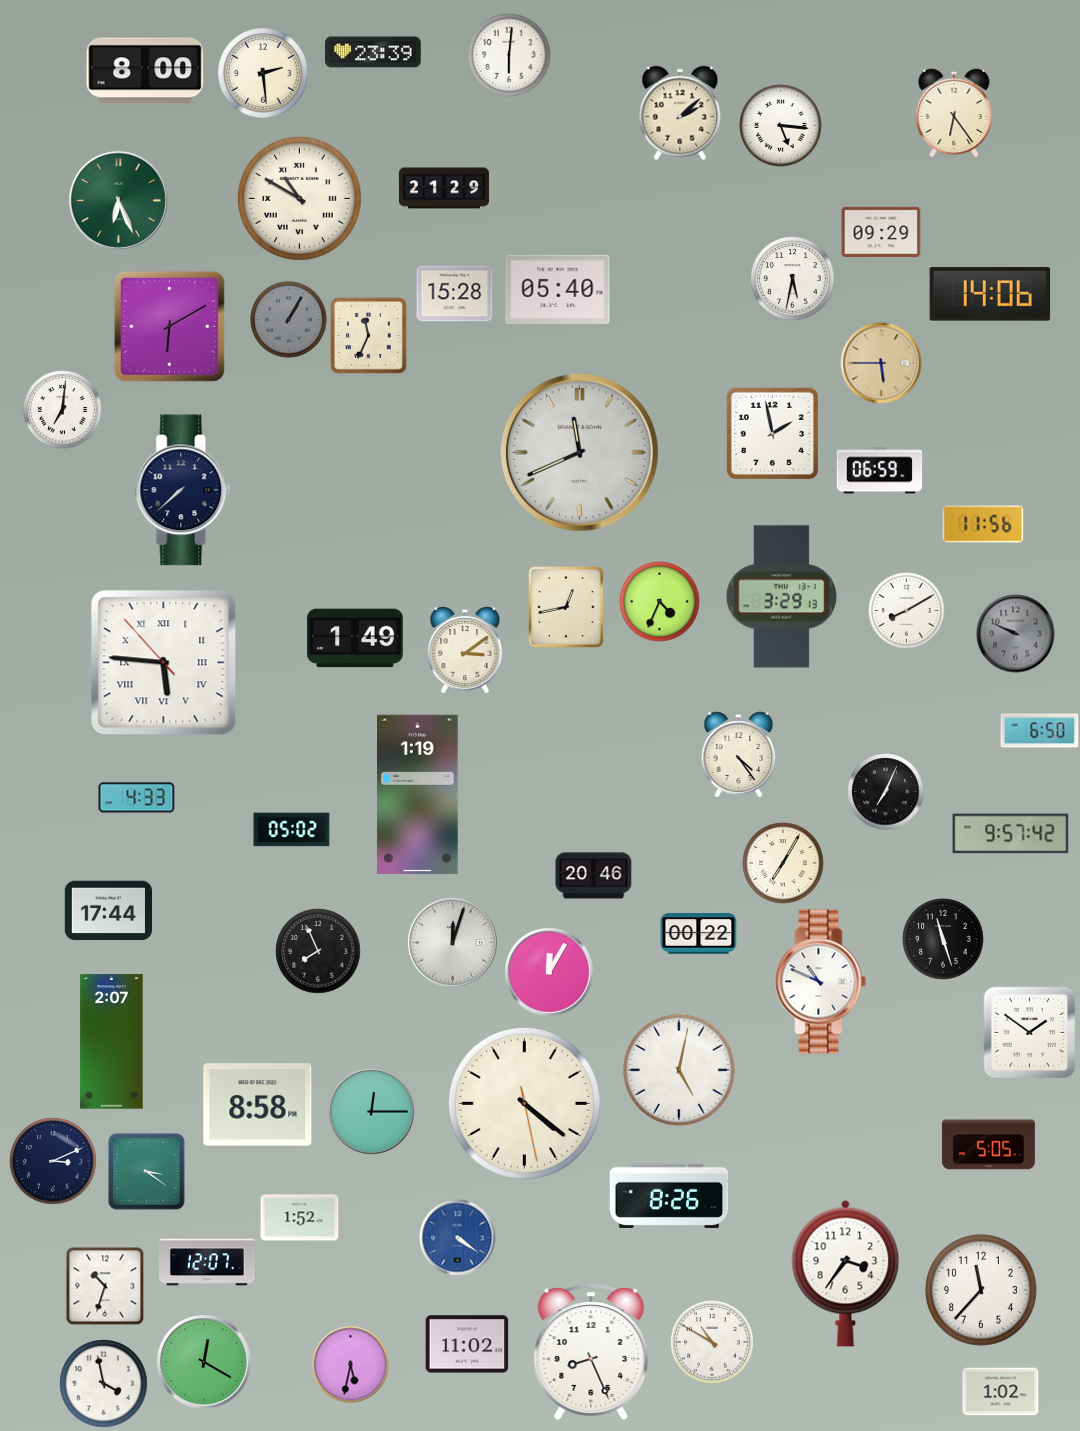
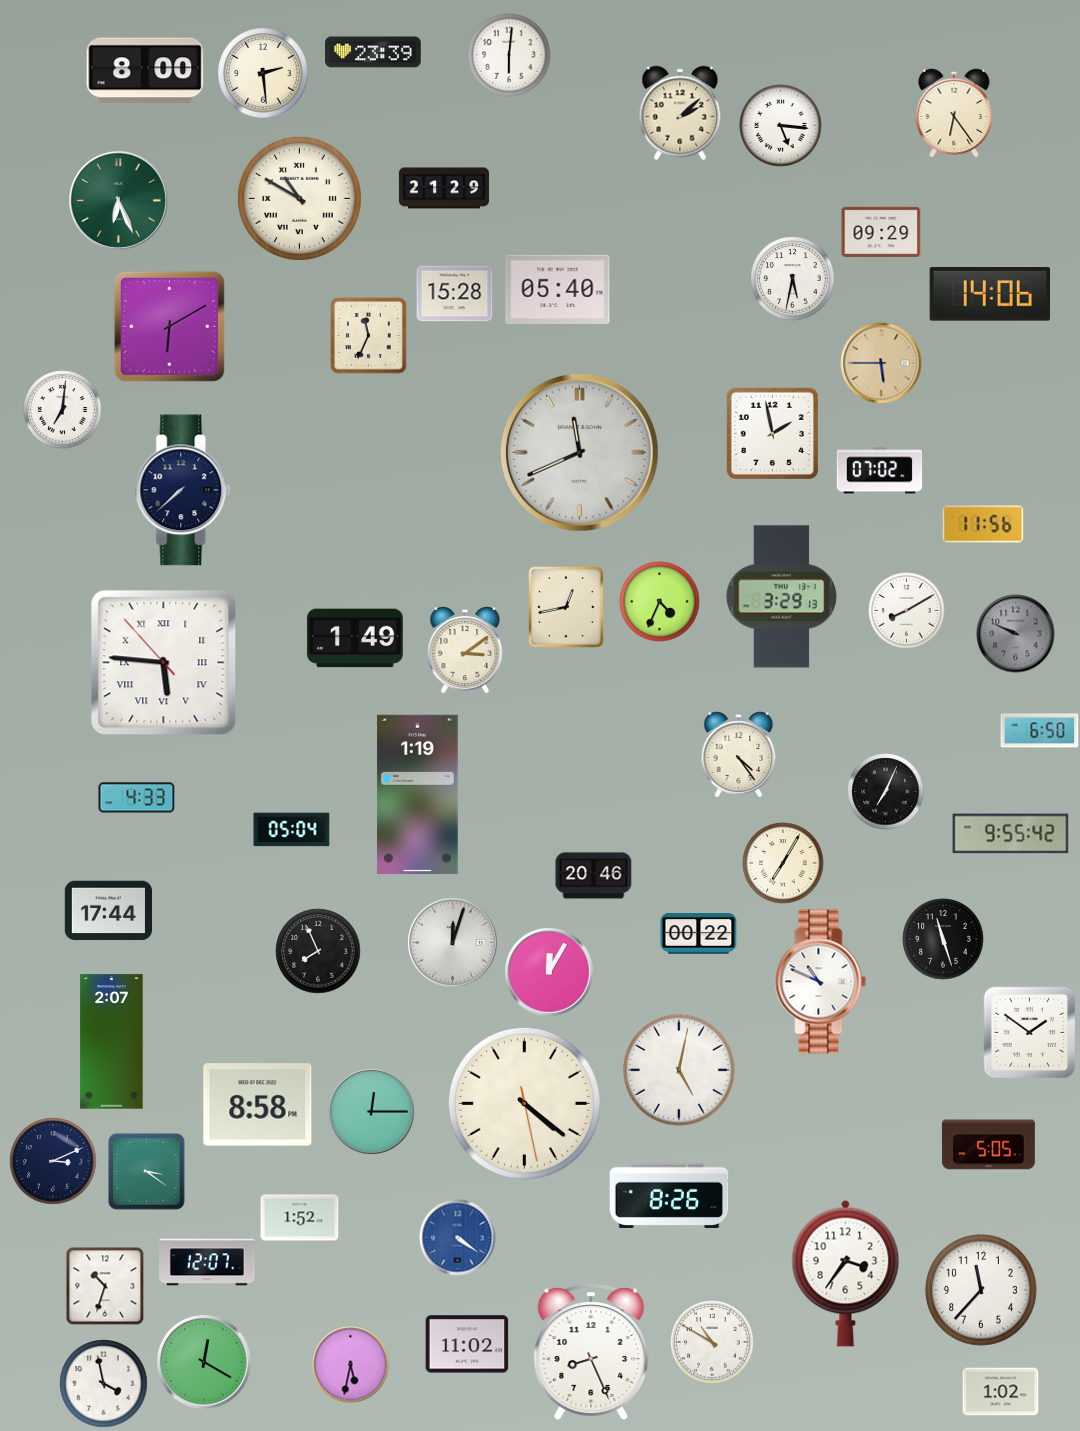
clock at (289, 320): 1:05 -> none
clock at (880, 471): 06:59 -> 07:02
clock at (292, 830): 05:02 -> 05:04
clock at (1011, 834): 9:57 -> 9:55
